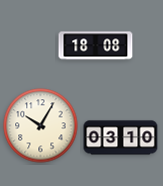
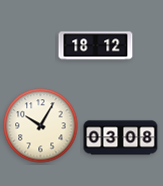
clock at (96, 46): 18:08 -> 18:12
clock at (121, 138): 03:10 -> 03:08
